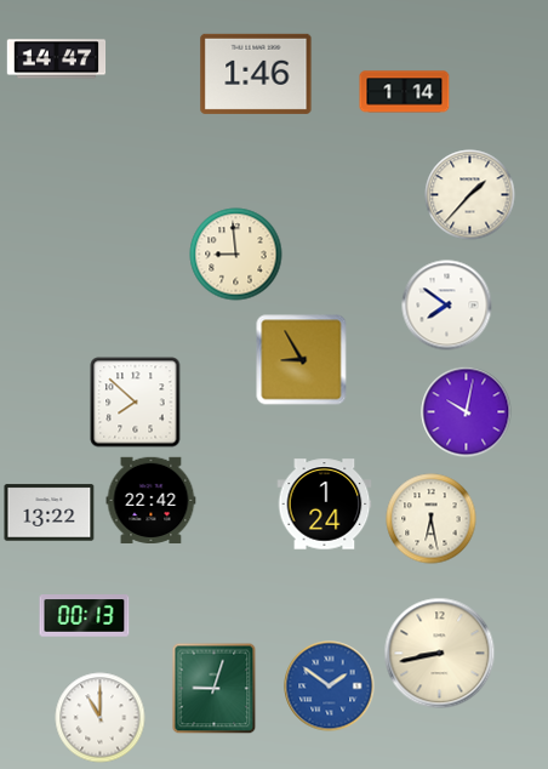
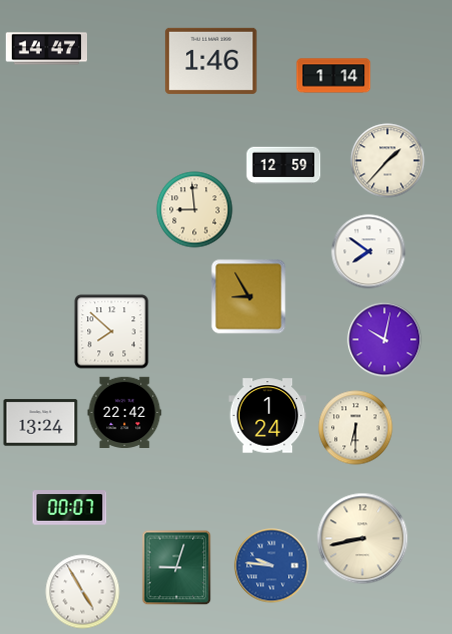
clock at (284, 166): none -> 12:59
clock at (50, 513): 13:22 -> 13:24
clock at (432, 519): 6:28 -> 6:30
clock at (85, 616): 00:13 -> 00:07
clock at (330, 687): 1:51 -> 9:46
clock at (101, 718): 11:00 -> 4:55
